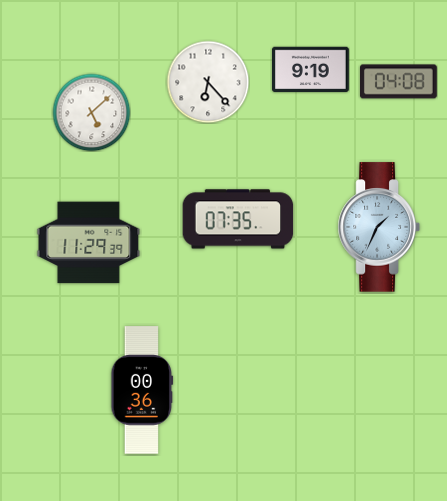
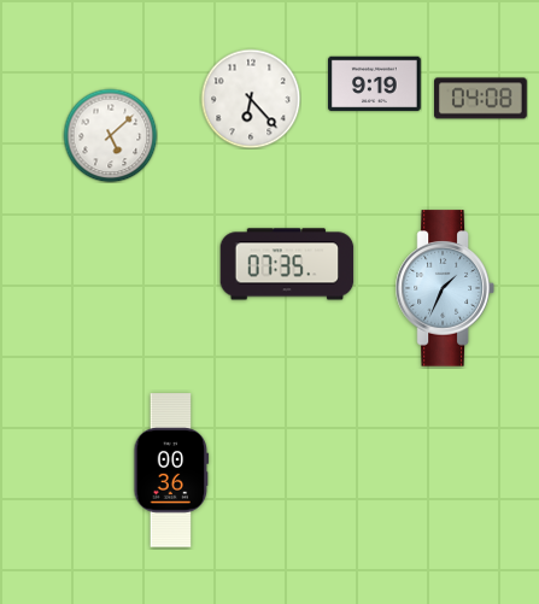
clock at (379, 227) position: (379, 227) -> (445, 288)
clock at (89, 243): 11:29 -> none
